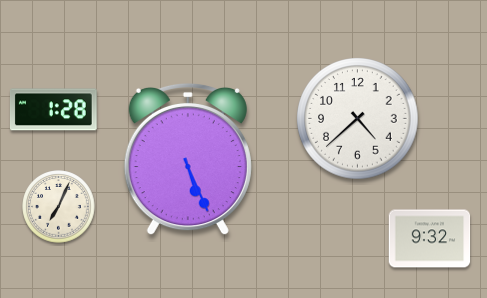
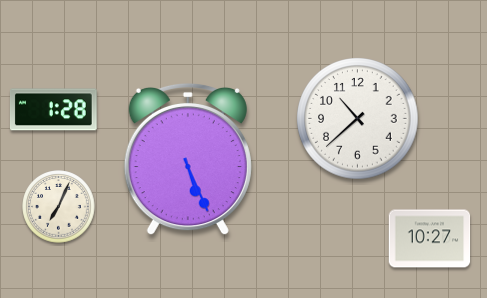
clock at (358, 119): 4:38 -> 10:38
clock at (430, 239): 9:32 -> 10:27
